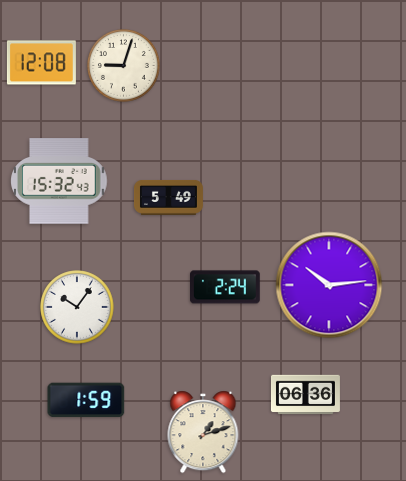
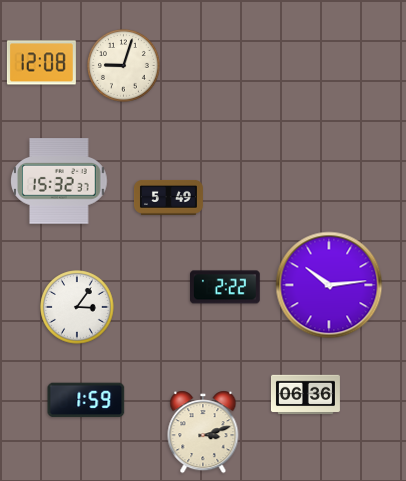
clock at (59, 181): 15:32:43 -> 15:32:37
clock at (226, 287): 2:24 -> 2:22
clock at (77, 307): 10:06 -> 3:06
clock at (203, 432): 1:12 -> 3:12
